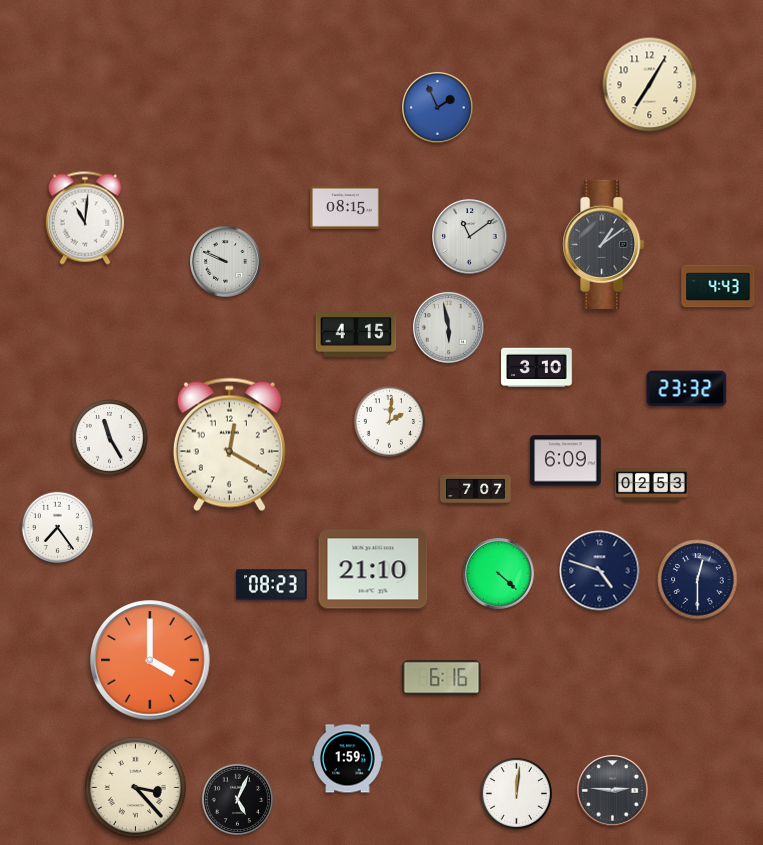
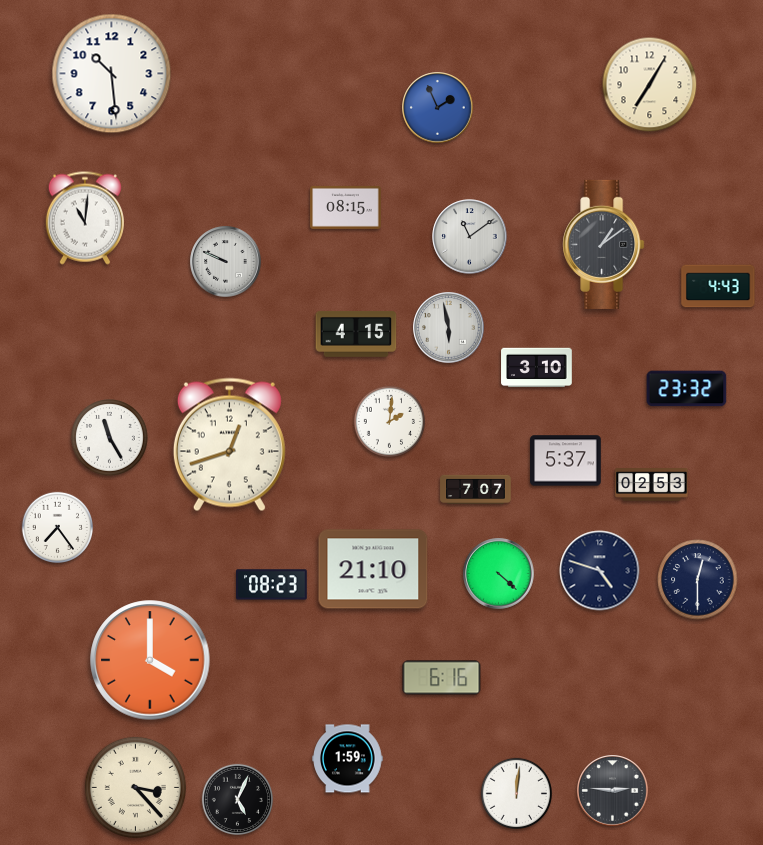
clock at (112, 74): none -> 10:29
clock at (229, 445): 12:20 -> 12:42
clock at (566, 461): 6:09 -> 5:37
